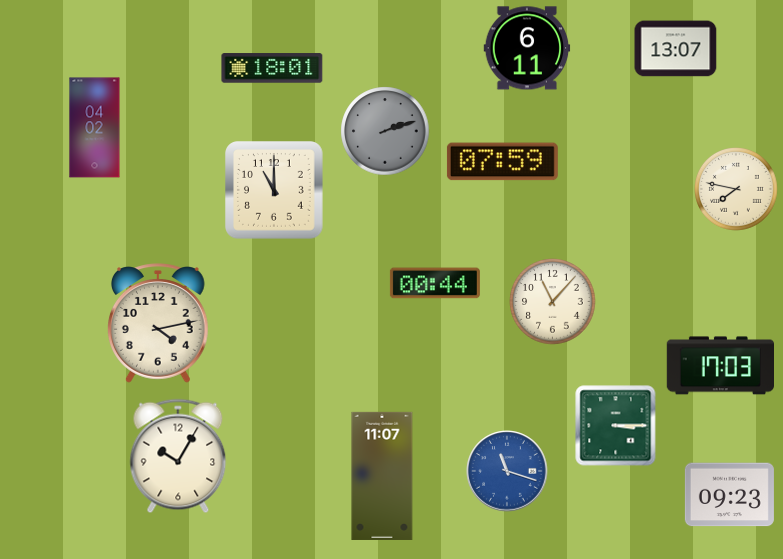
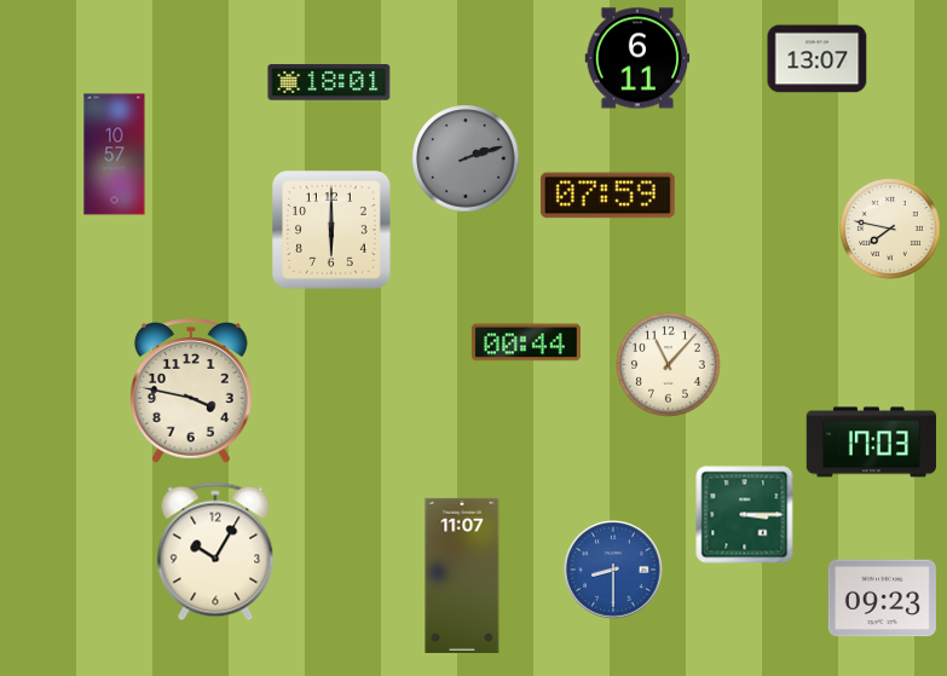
clock at (95, 128): 04:02 -> 10:57
clock at (274, 190): 11:00 -> 6:00
clock at (159, 323): 4:13 -> 3:47
clock at (507, 471): 11:18 -> 8:30
